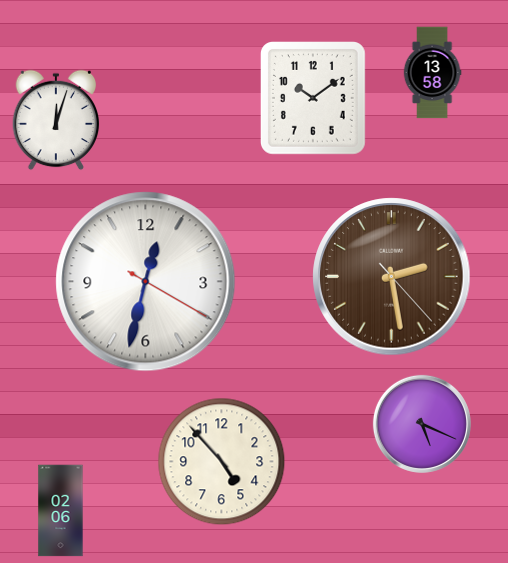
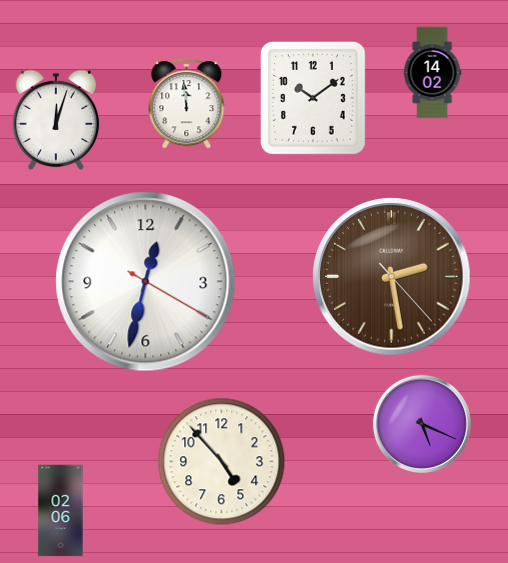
clock at (432, 73): 13:58 -> 14:02
clock at (187, 104): none -> 11:59
